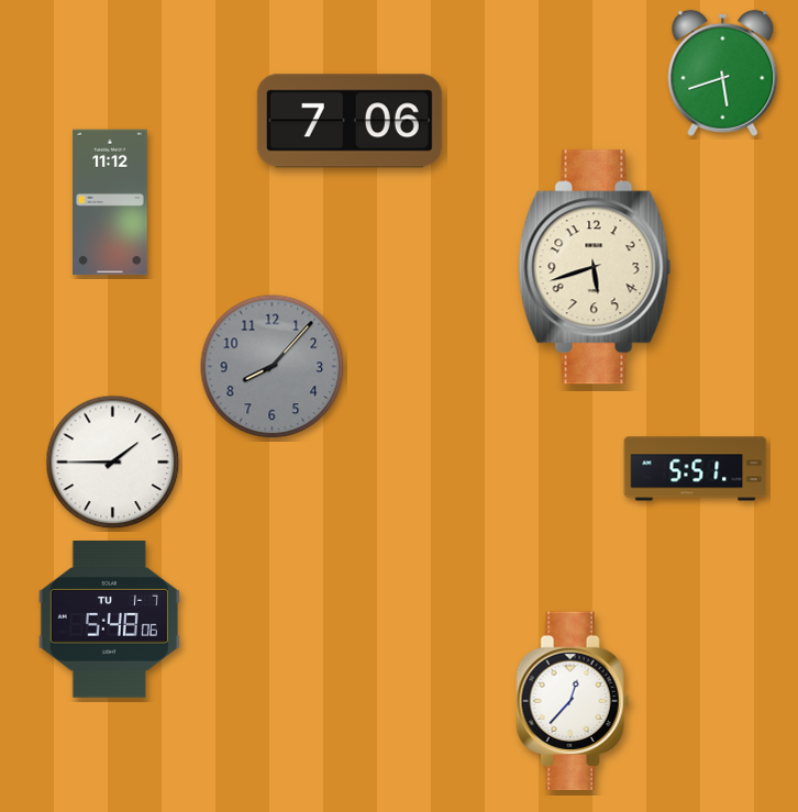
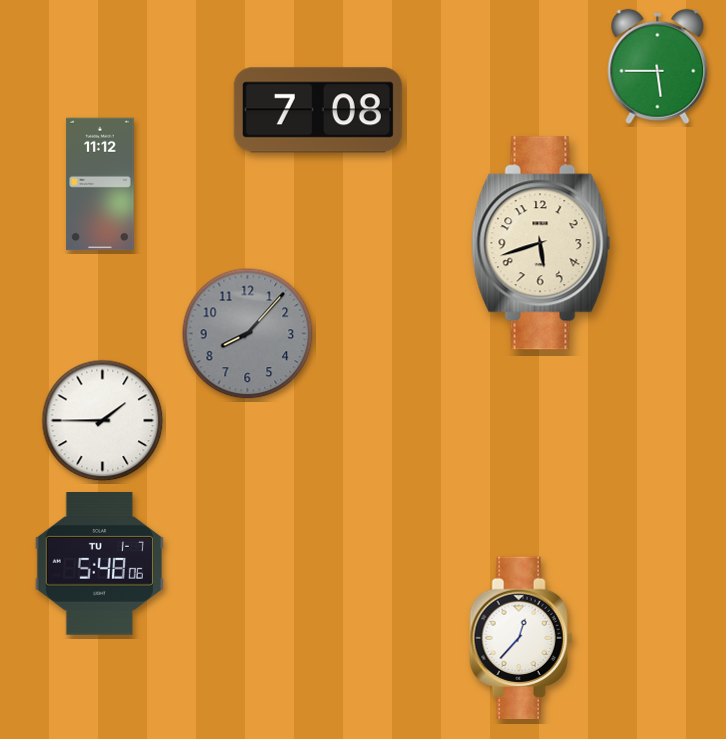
clock at (723, 73): 5:42 -> 5:45
clock at (350, 121): 7:06 -> 7:08
clock at (696, 469): 5:51 -> none
